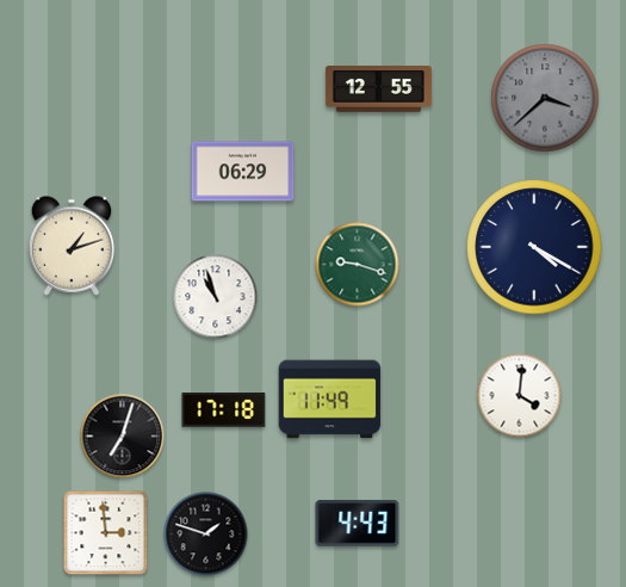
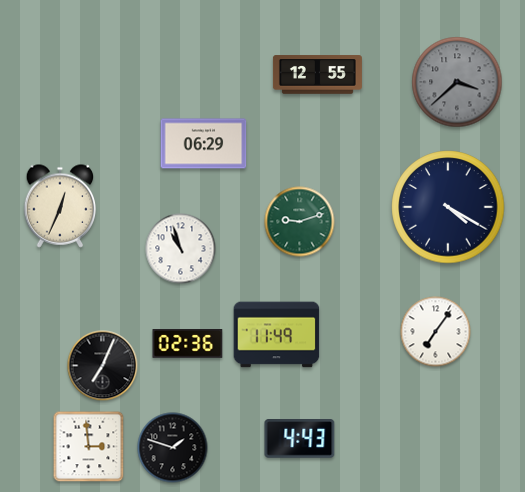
clock at (72, 246): 1:12 -> 12:34
clock at (358, 265): 9:18 -> 9:12
clock at (520, 396): 4:01 -> 7:06
clock at (224, 410): 17:18 -> 02:36
clock at (123, 437): 7:03 -> 7:04
